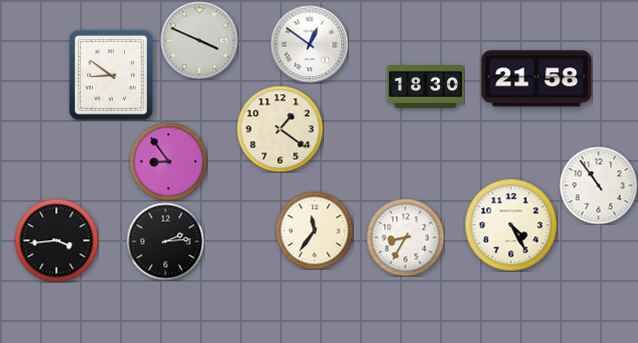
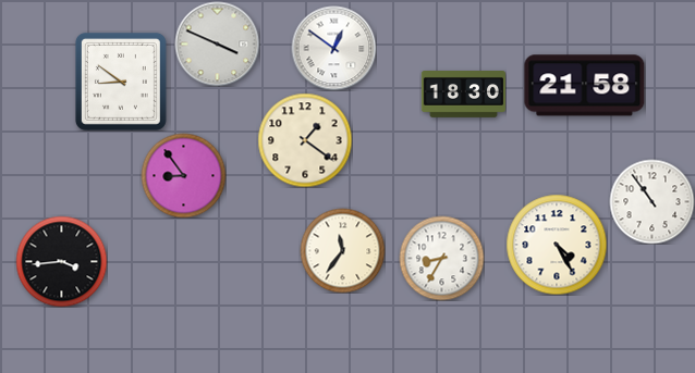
clock at (309, 44) position: (309, 44) -> (333, 48)
clock at (165, 241): 2:14 -> none
